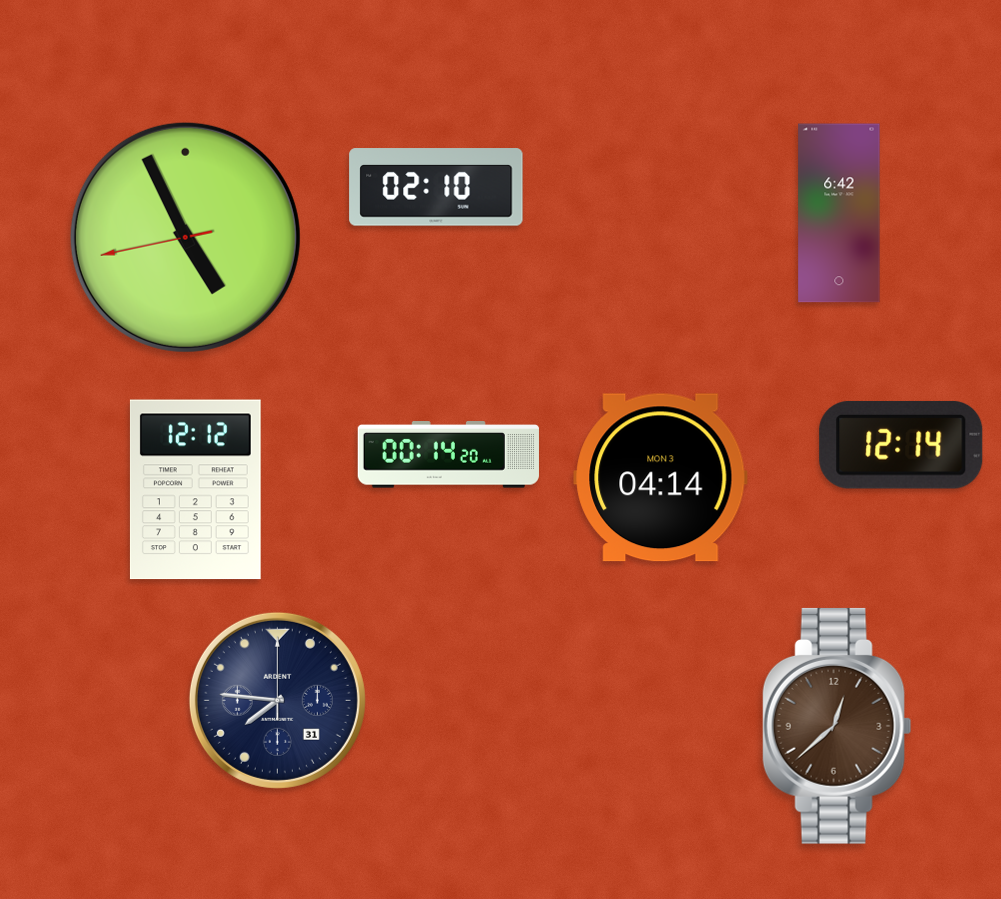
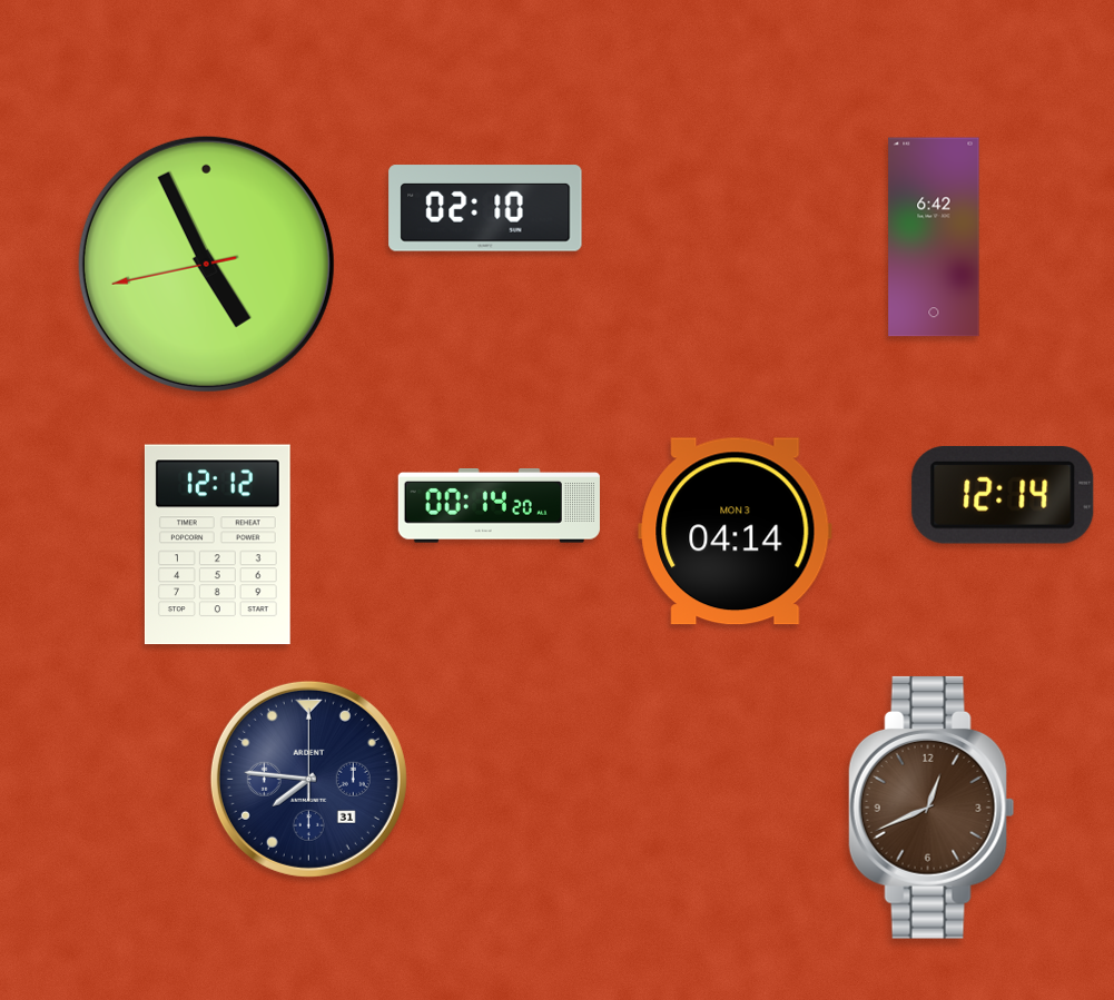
clock at (837, 726): 12:38 -> 12:41
